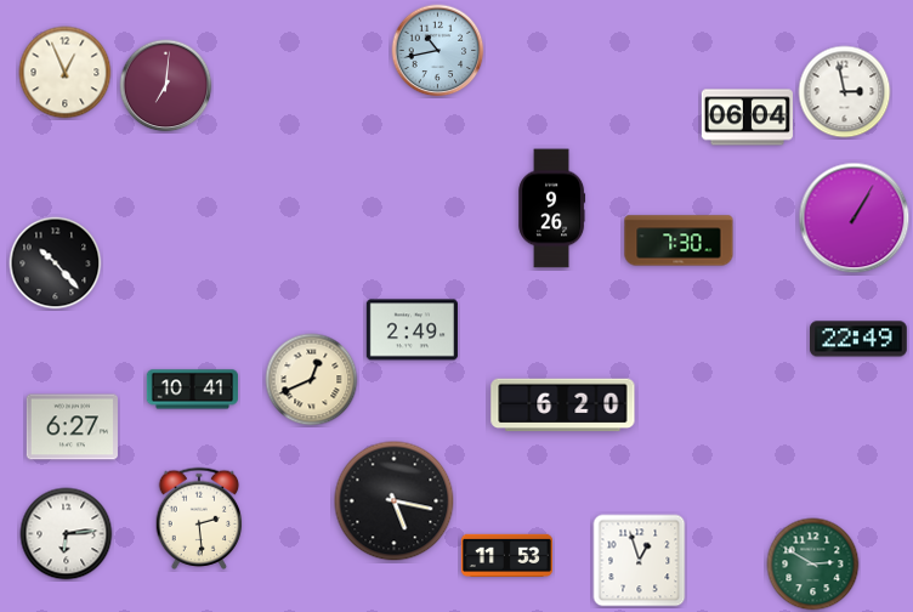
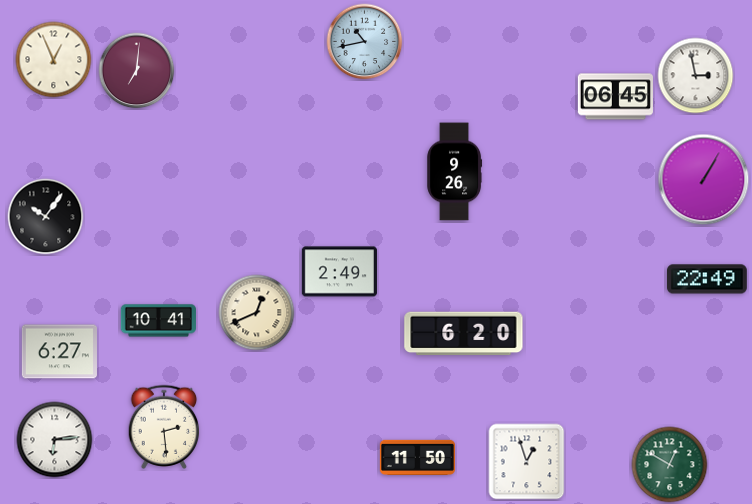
clock at (438, 51) position: (438, 51) -> (365, 42)
clock at (747, 118): 06:04 -> 06:45
clock at (679, 240): 7:30 -> none
clock at (56, 263): 10:23 -> 10:06
clock at (395, 501): 5:17 -> none
clock at (506, 555): 11:53 -> 11:50
clock at (813, 565): 2:50 -> 12:50
